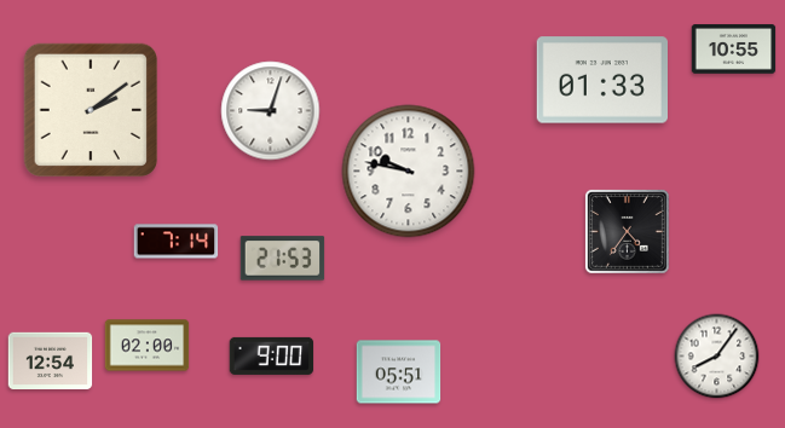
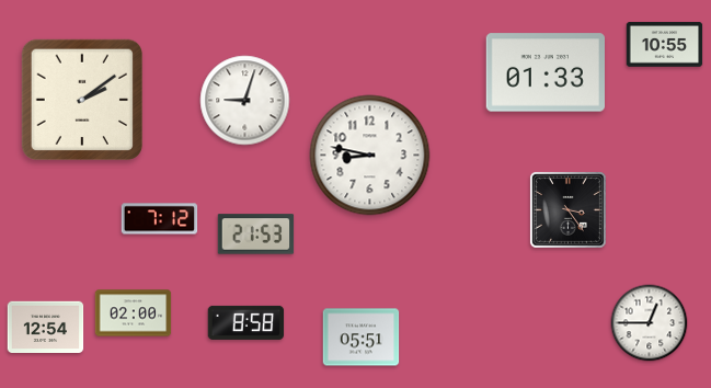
clock at (409, 172): 9:47 -> 8:47
clock at (627, 231): 4:36 -> 3:24
clock at (177, 242): 7:14 -> 7:12
clock at (272, 355): 9:00 -> 8:58
clock at (717, 357): 8:06 -> 12:45
